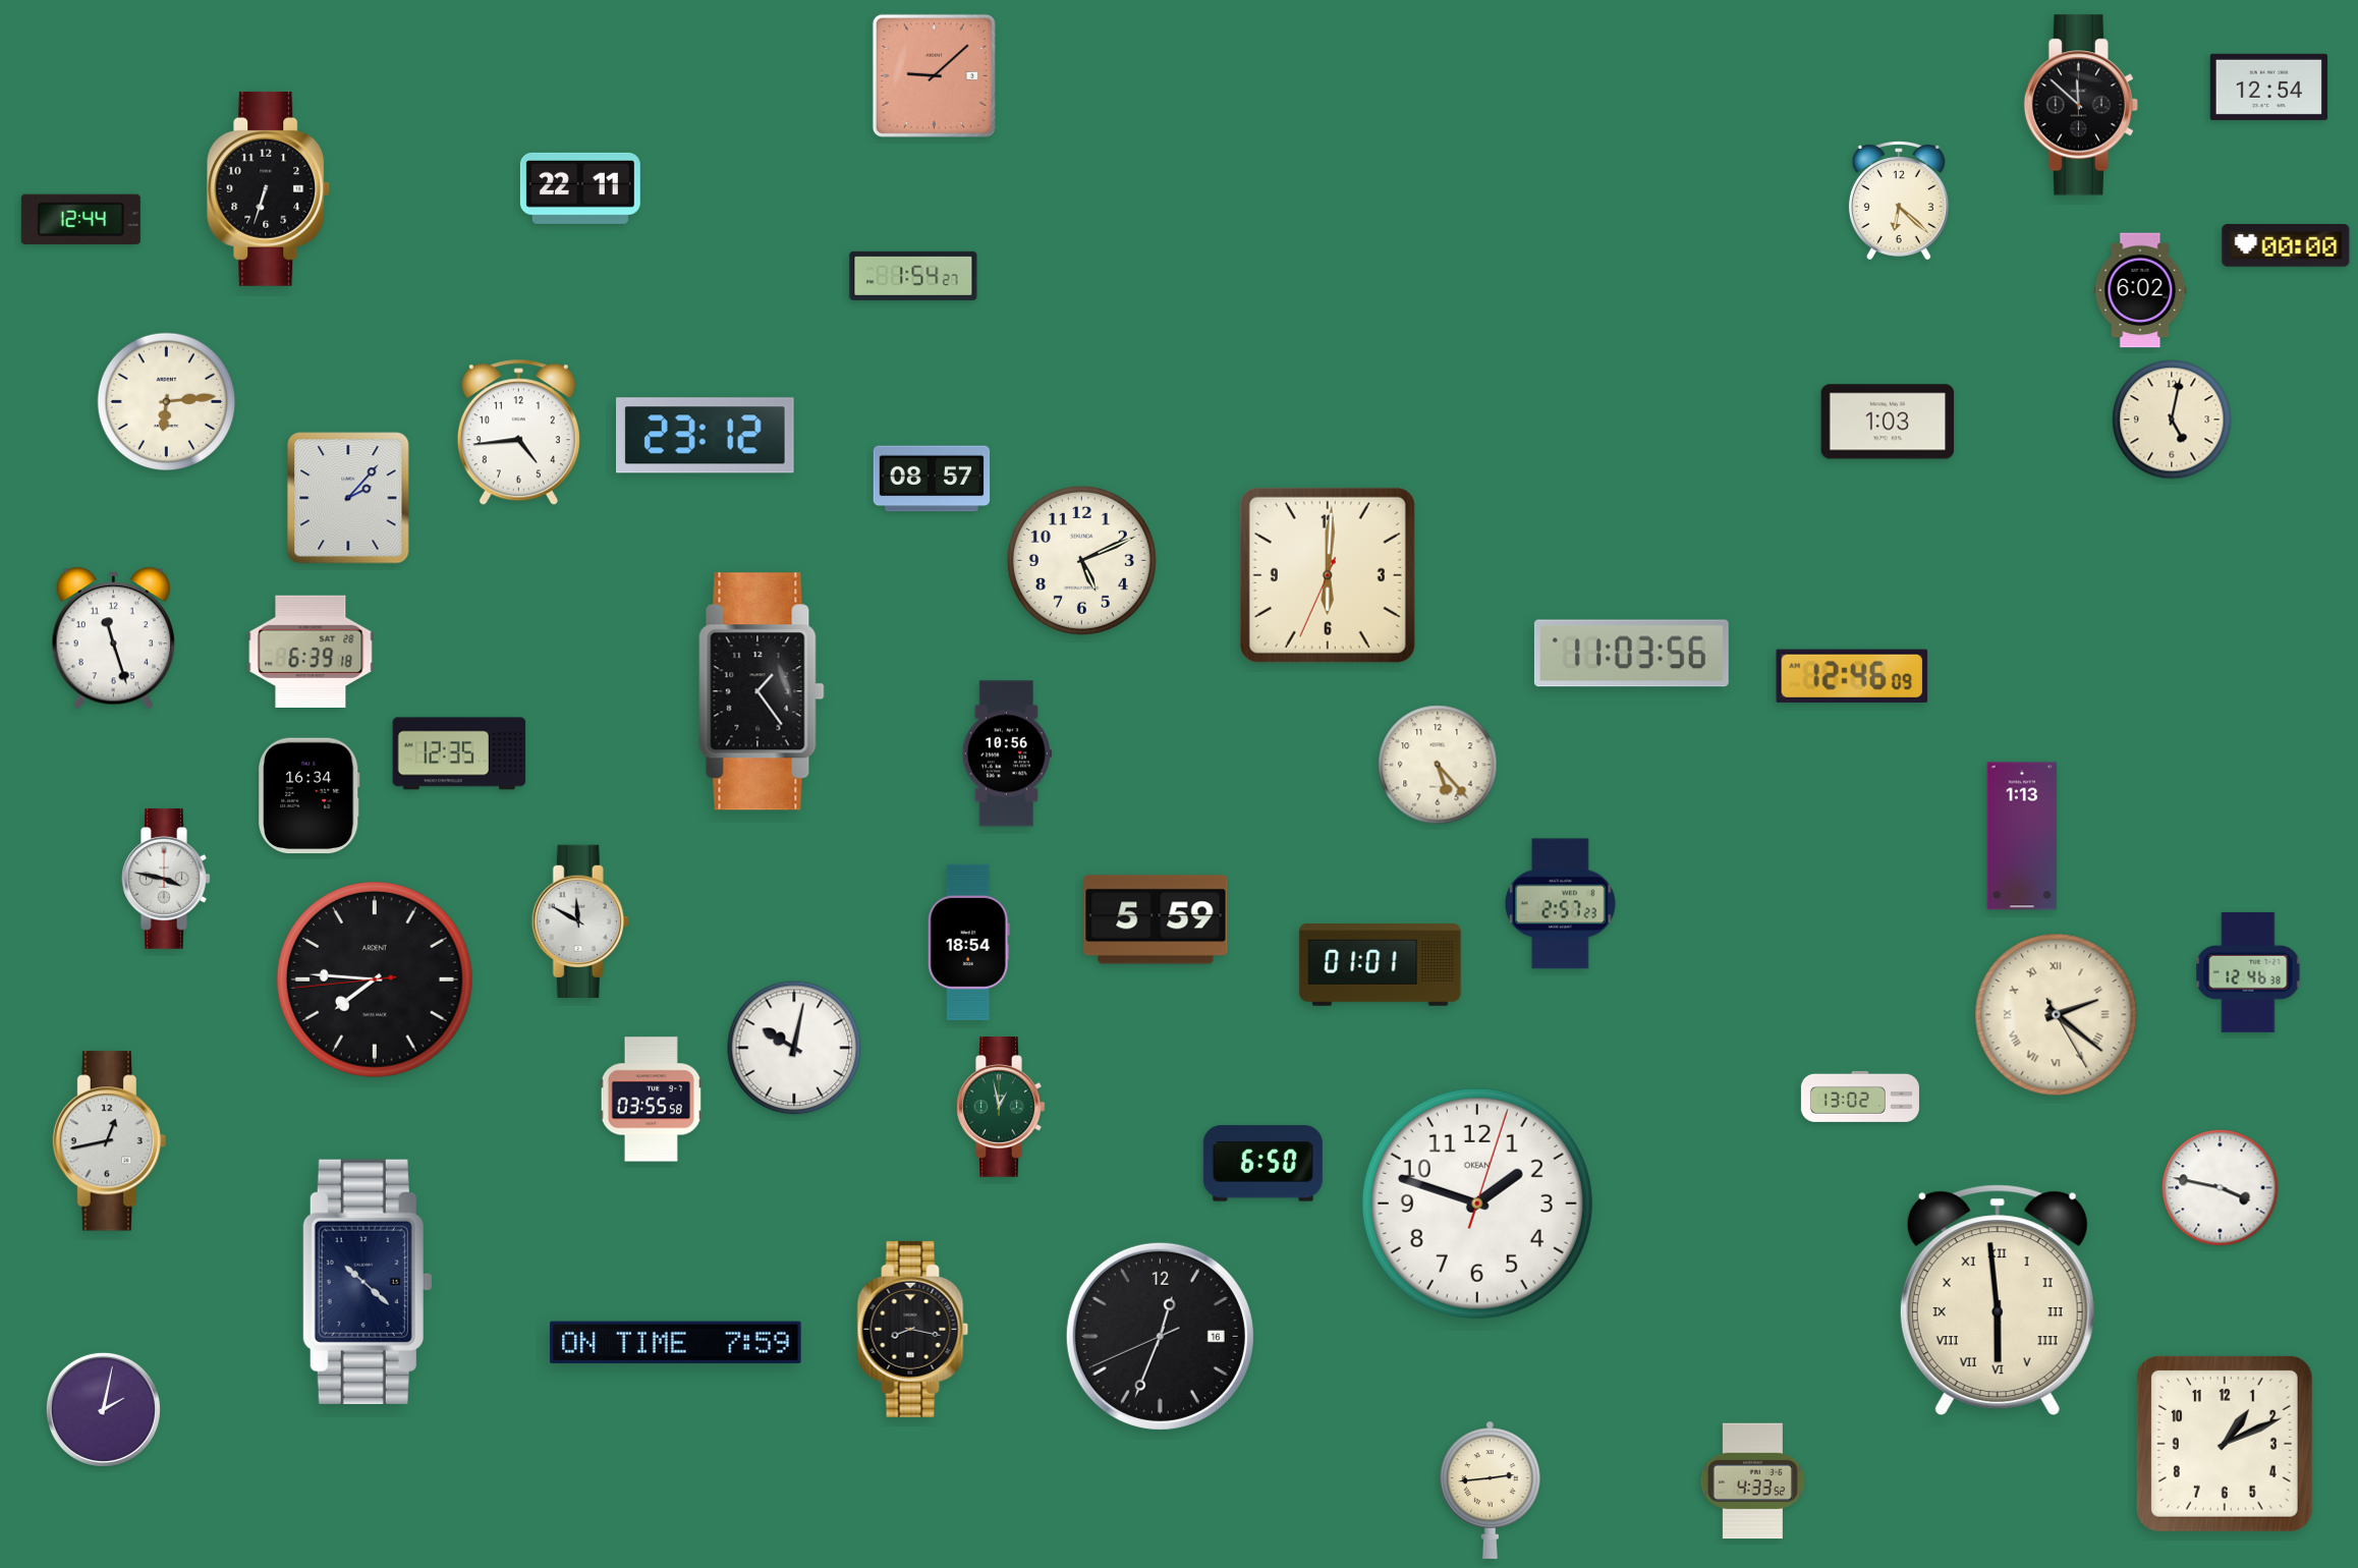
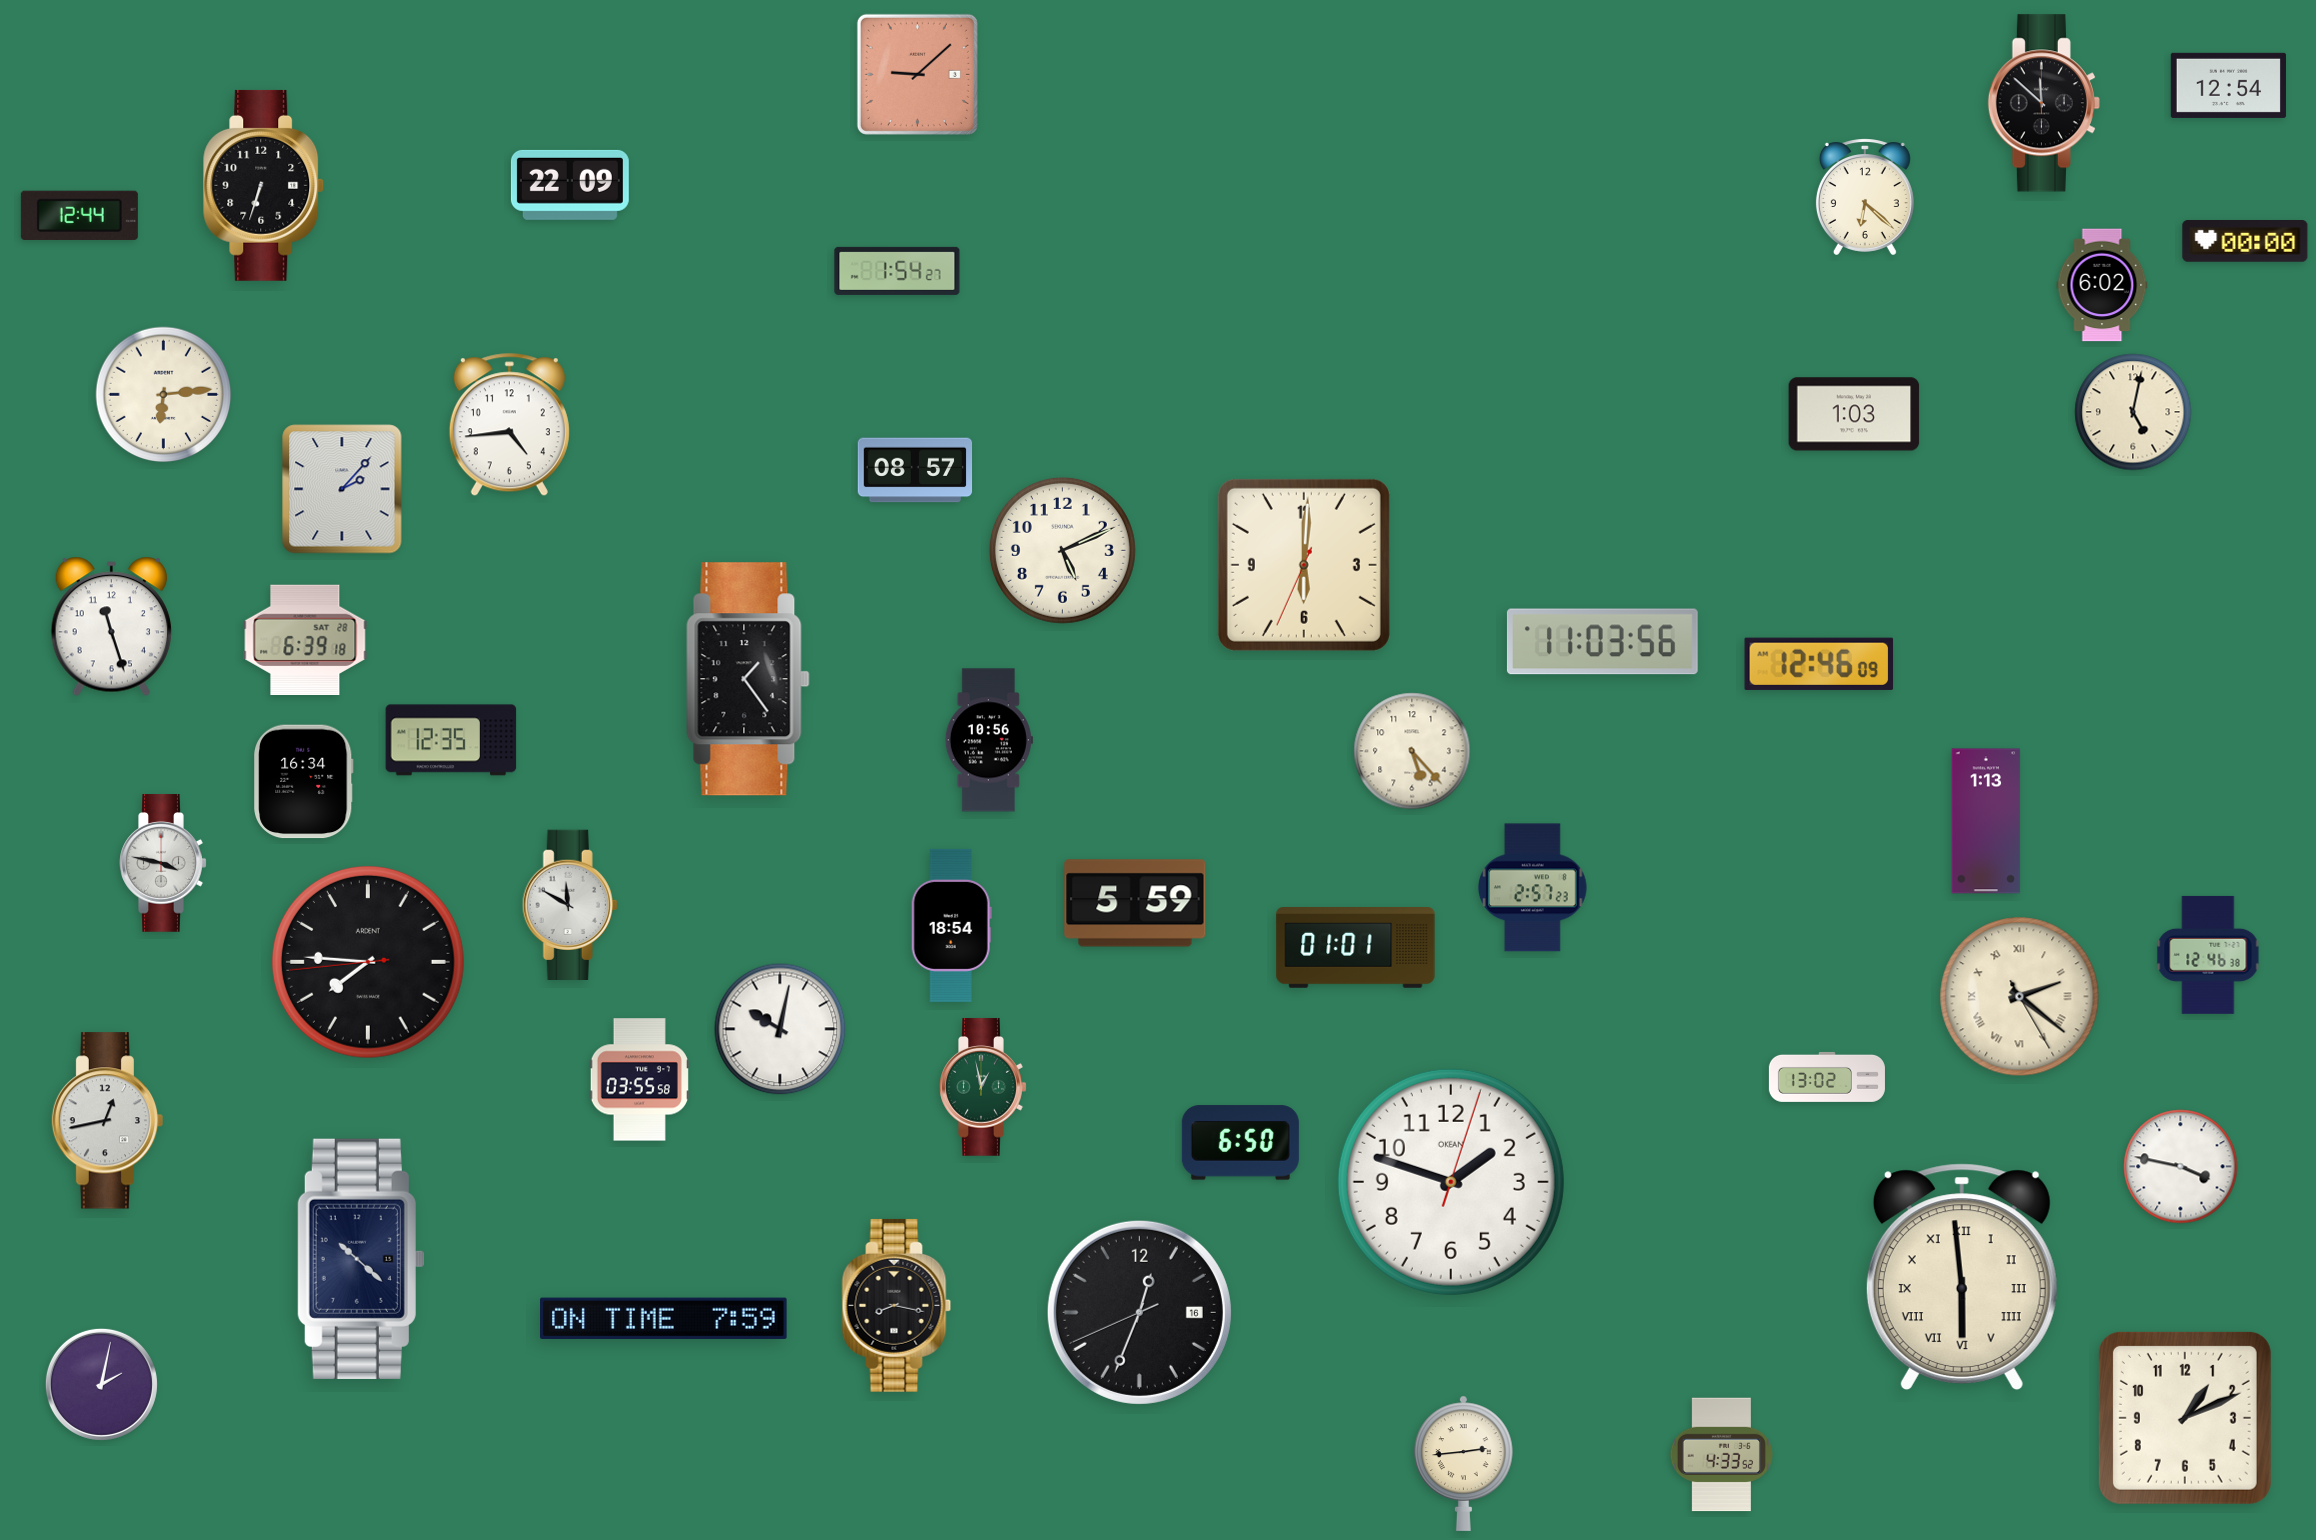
clock at (580, 188): 22:11 -> 22:09
clock at (706, 436): 23:12 -> none
